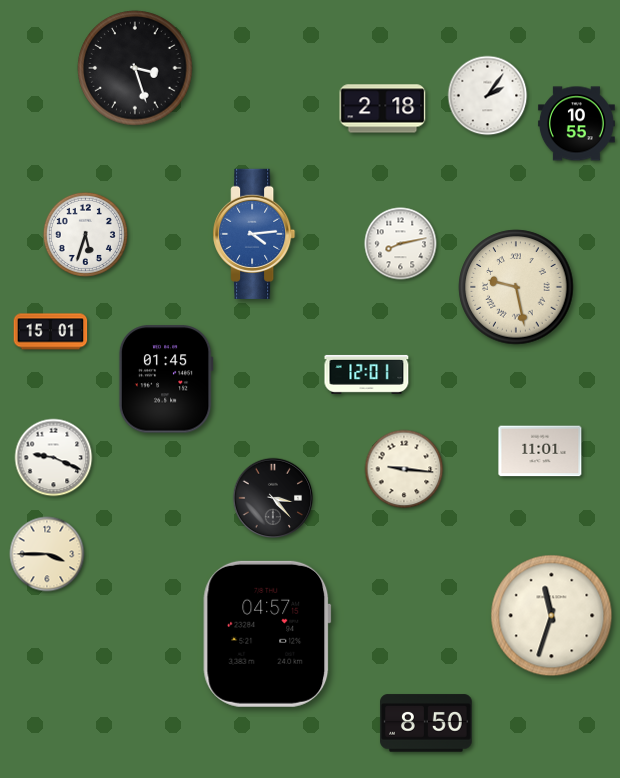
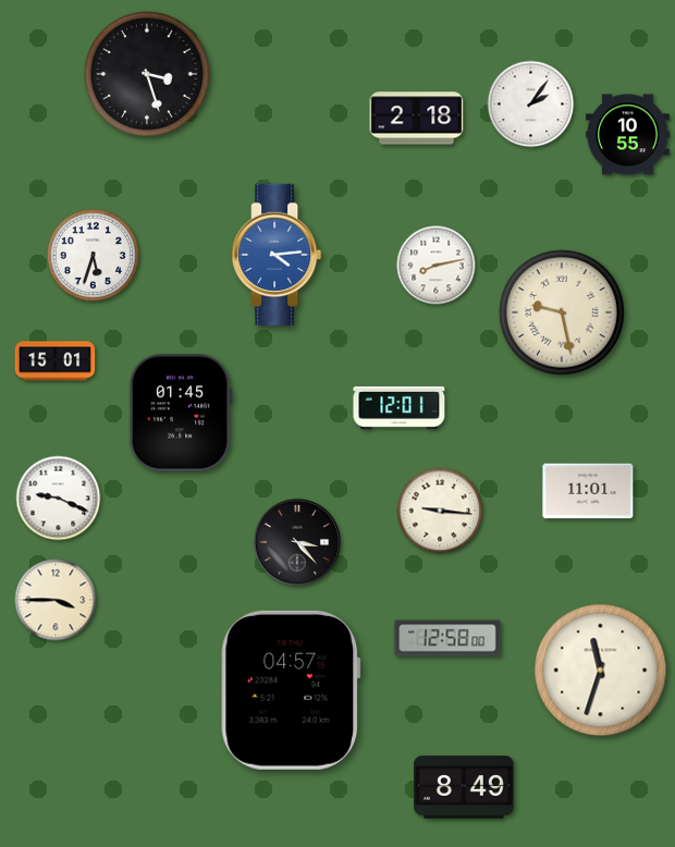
clock at (47, 554) position: (47, 554) -> (56, 600)
clock at (447, 638): none -> 12:58
clock at (426, 723): 8:50 -> 8:49
